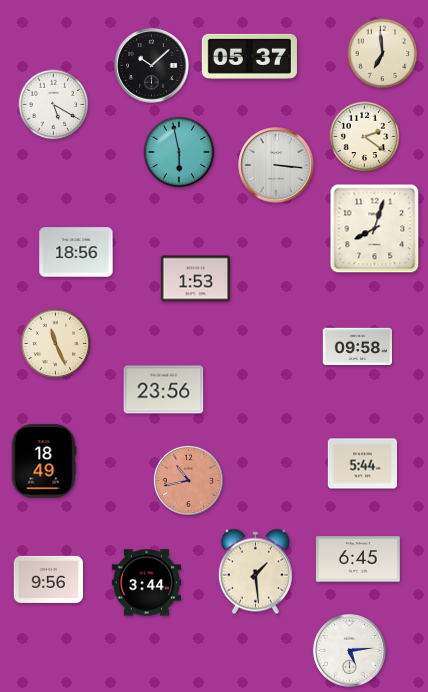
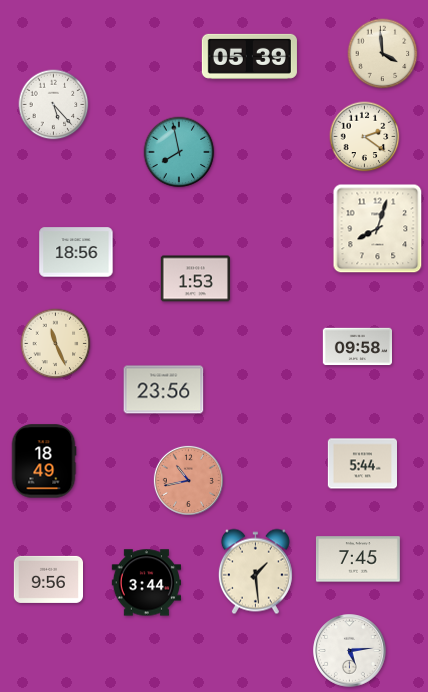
clock at (383, 54): 6:59 -> 3:59
clock at (249, 56): 05:37 -> 05:39
clock at (152, 66): 10:08 -> none
clock at (54, 105): 5:20 -> 5:23
clock at (179, 152): 5:58 -> 7:58
clock at (276, 165): 3:16 -> none
clock at (375, 229) position: (375, 229) -> (378, 229)
clock at (358, 559): 6:45 -> 7:45
